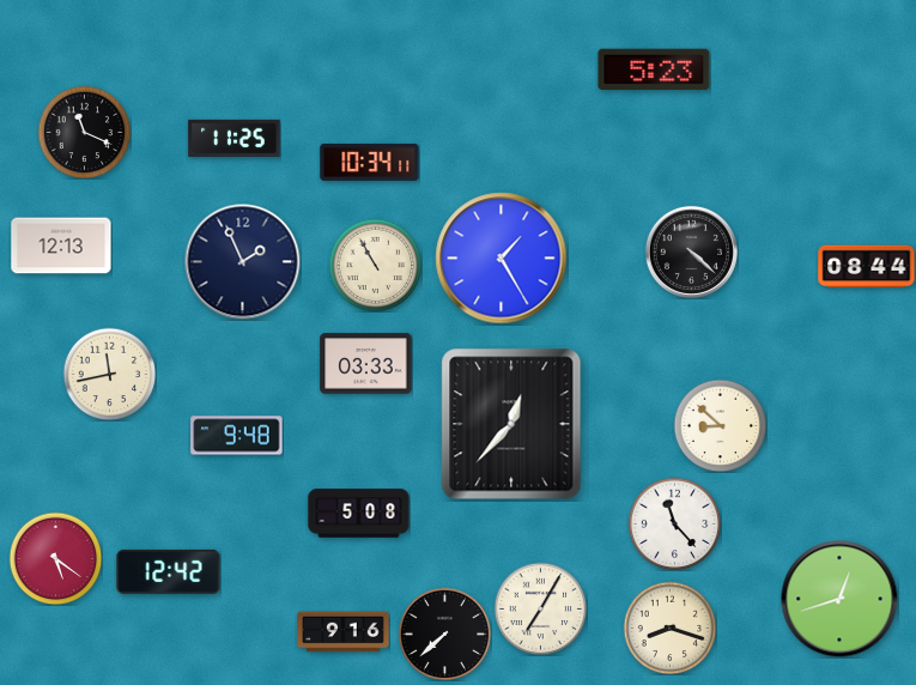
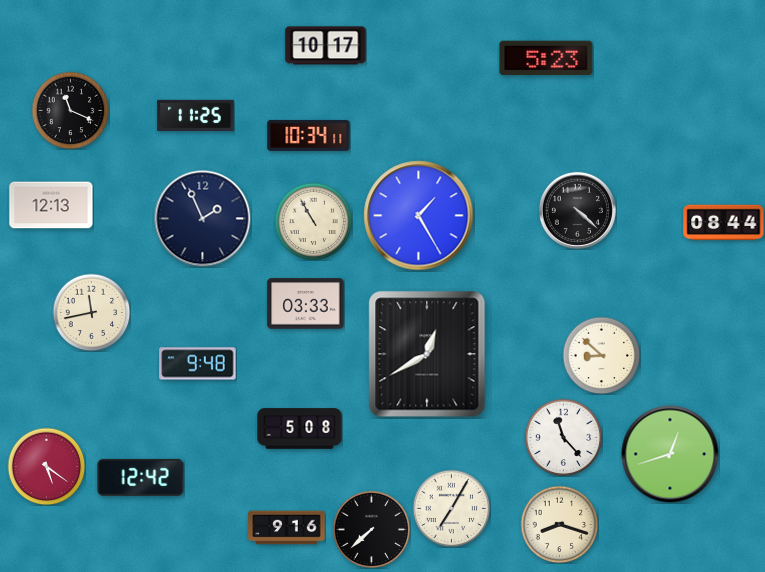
clock at (326, 46): none -> 10:17
clock at (511, 424): 12:37 -> 12:40
clock at (839, 599) position: (839, 599) -> (670, 454)
